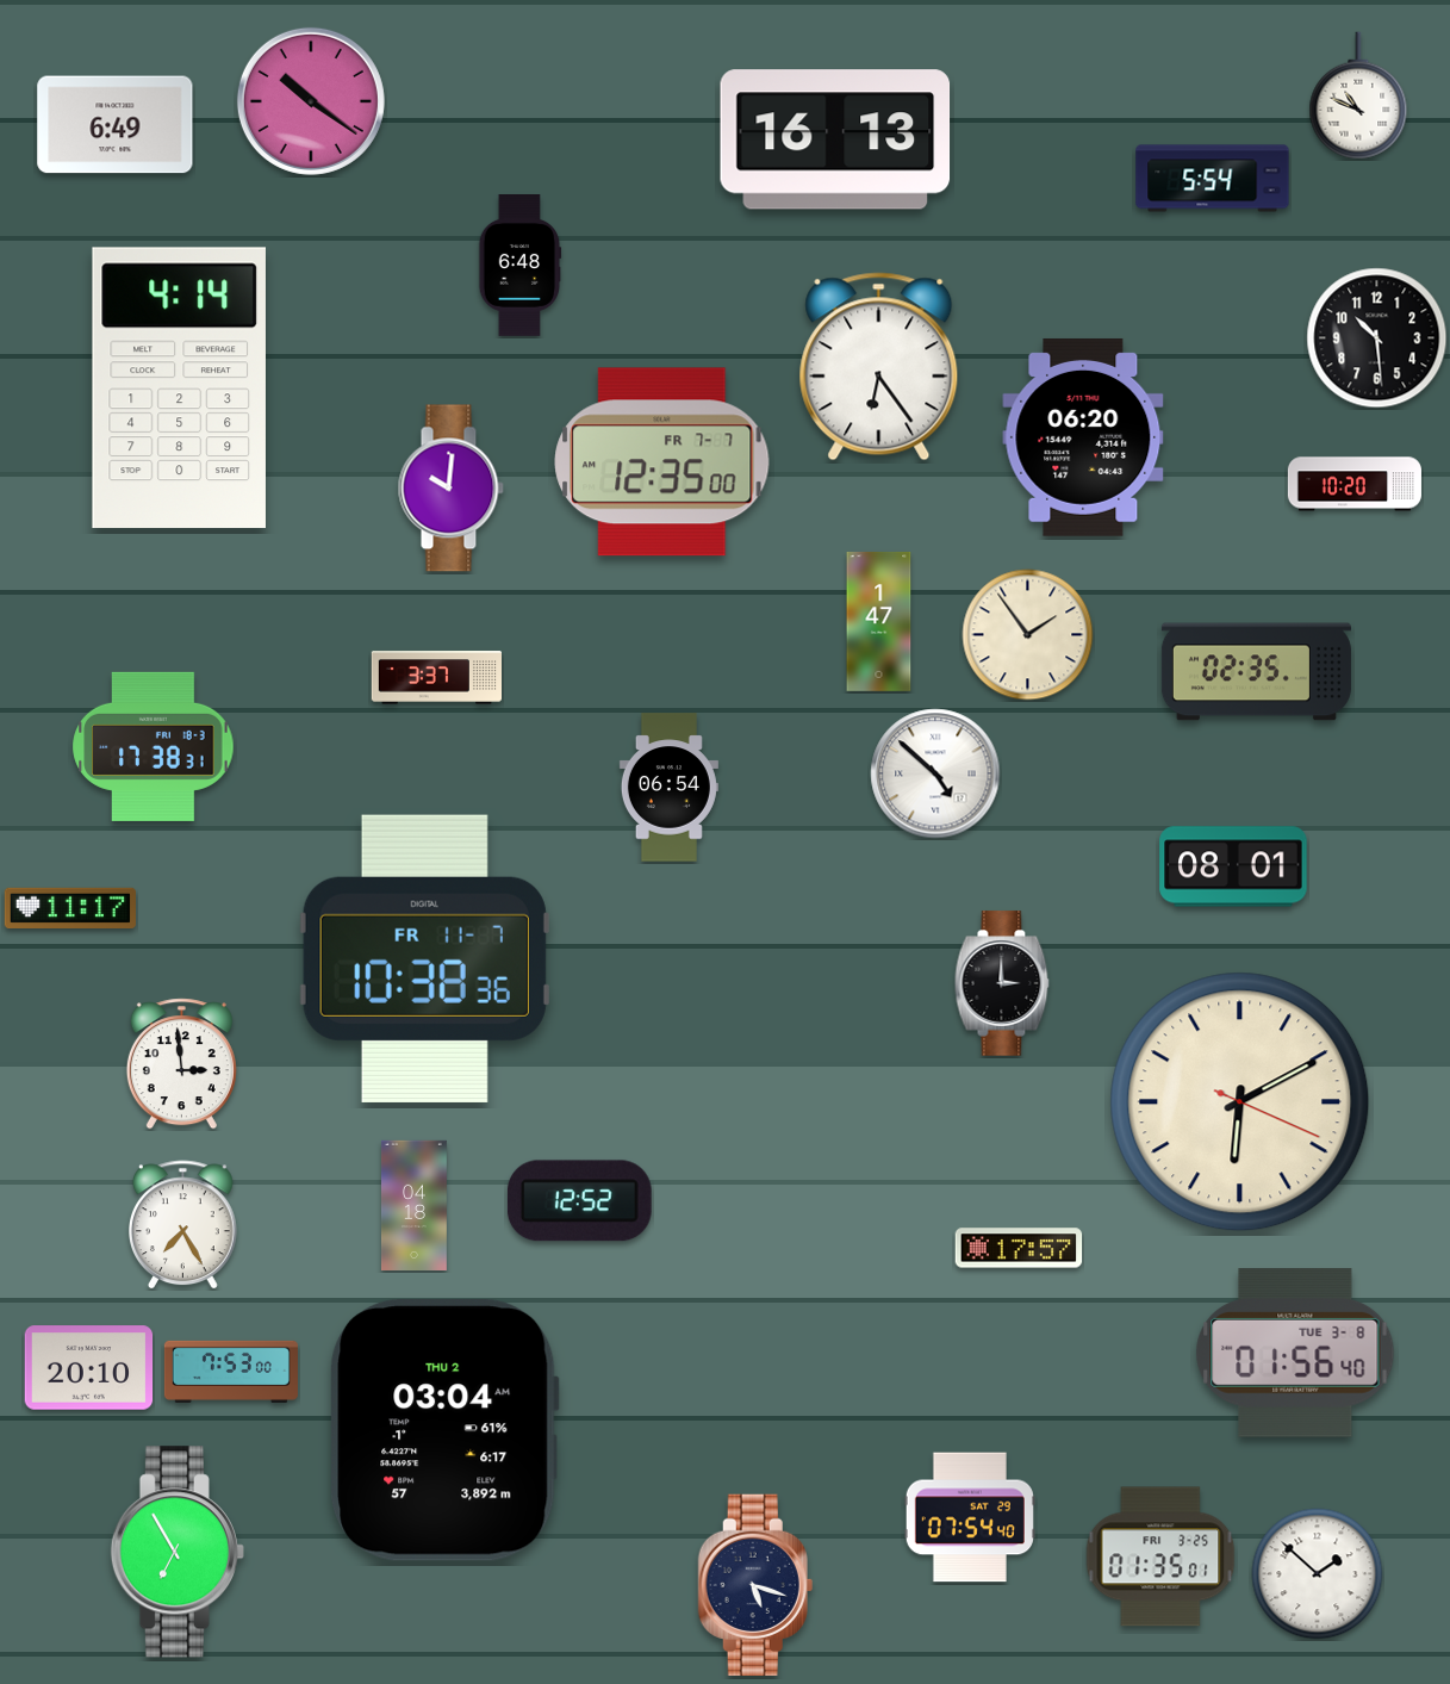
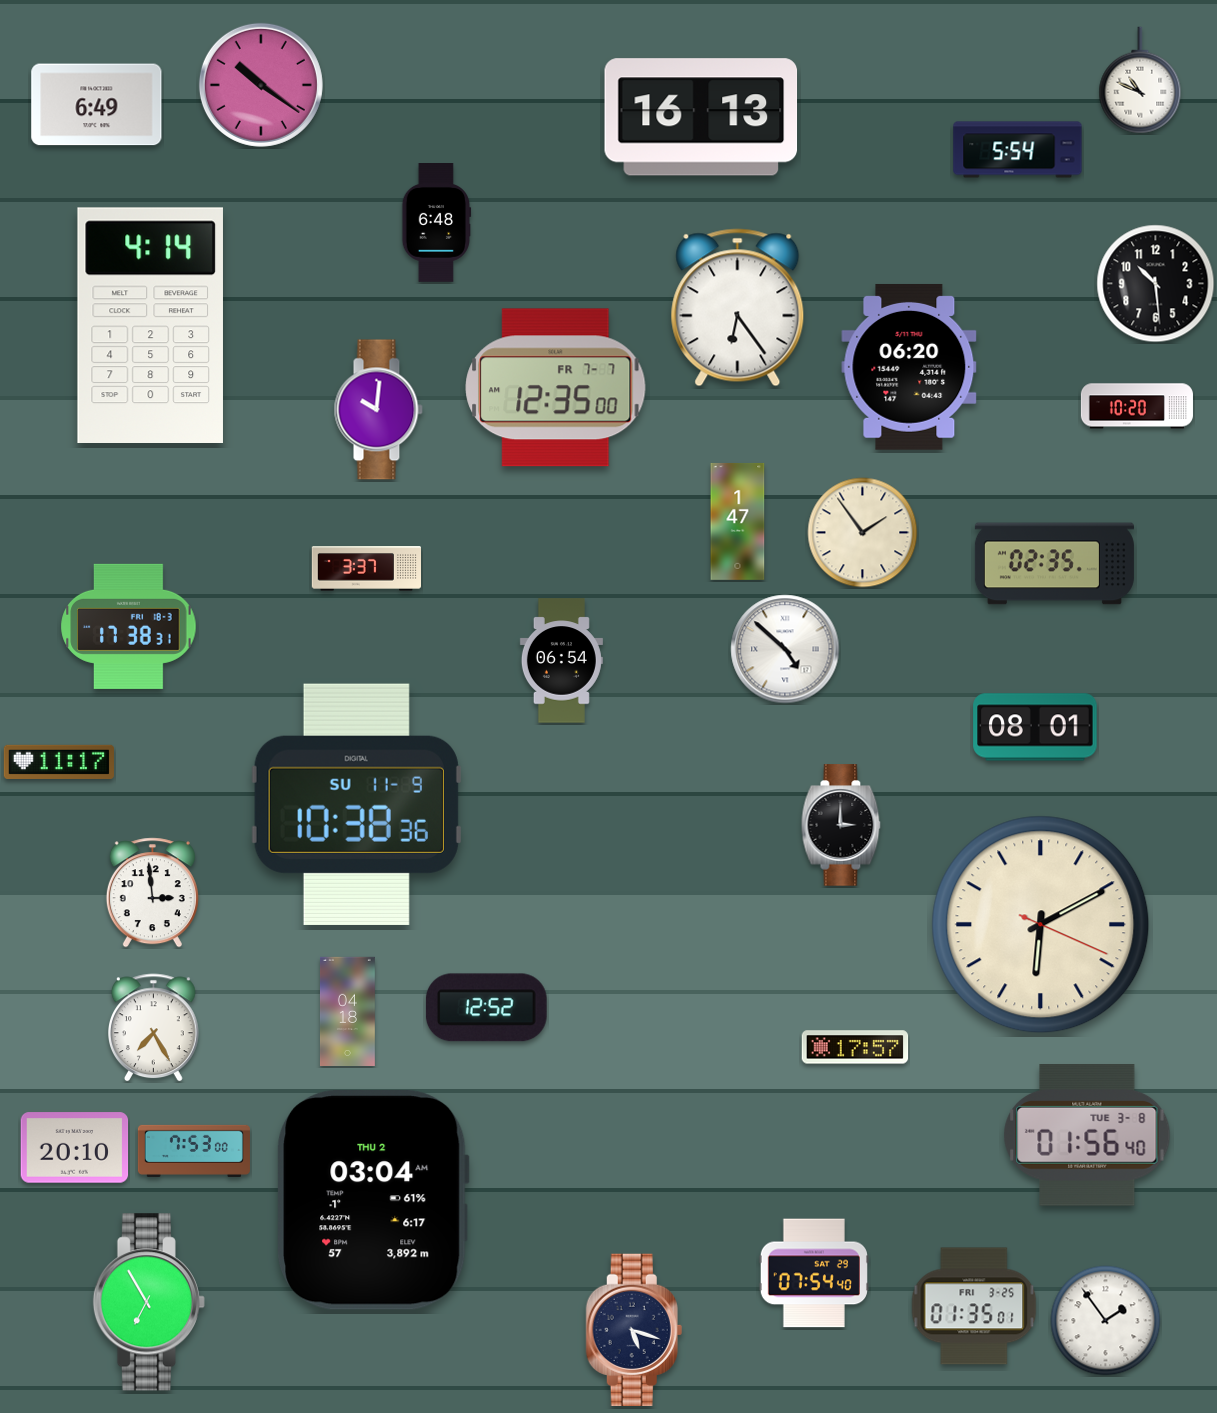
clock at (424, 958) date: FR 11-7 -> SU 11-9
clock at (1318, 1574): 1:52 -> 1:54
